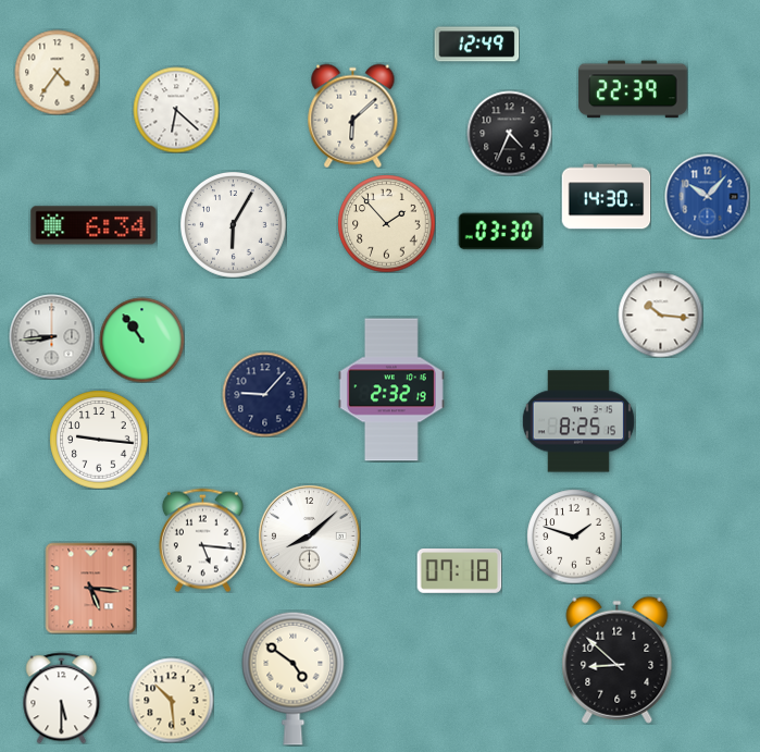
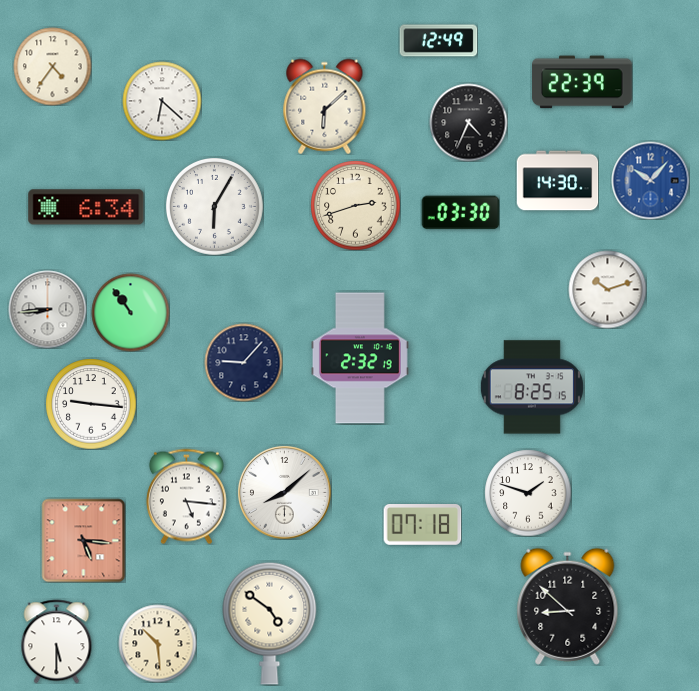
clock at (386, 223): 1:53 -> 2:42
clock at (660, 315): 10:16 -> 10:12
